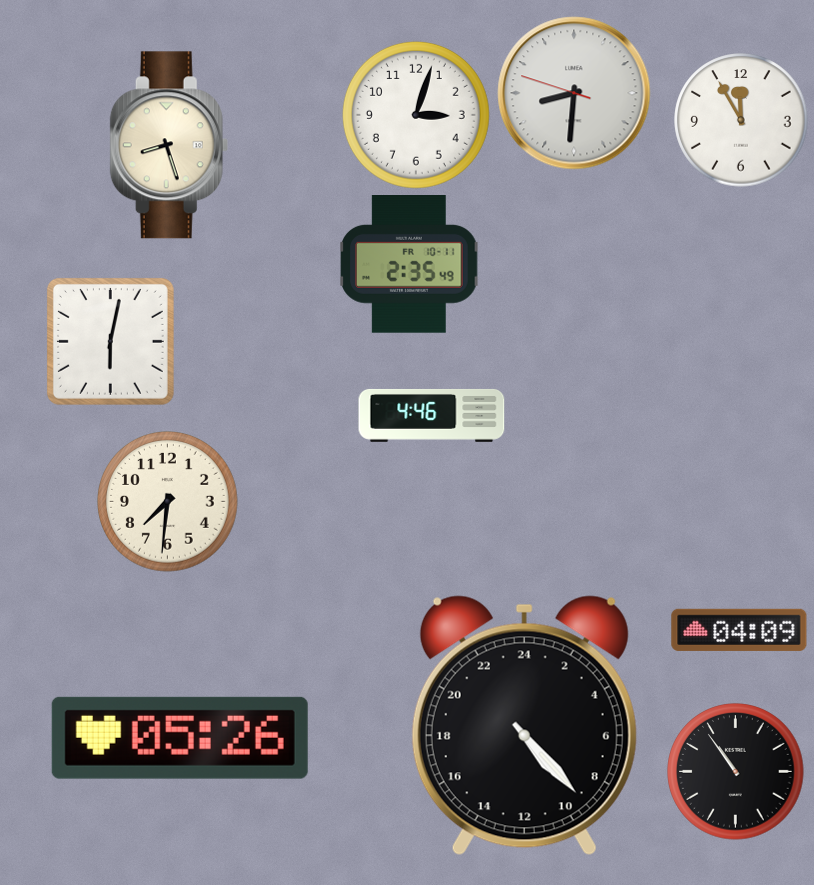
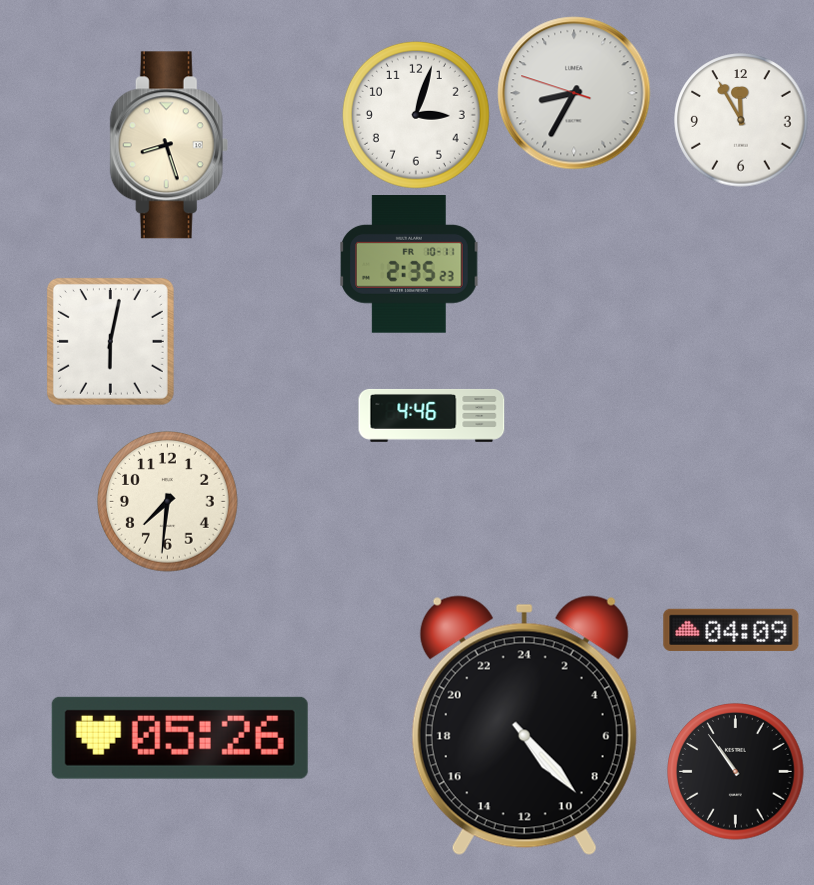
clock at (574, 93): 8:30 -> 8:34
clock at (409, 265): 2:35:49 -> 2:35:23
clock at (739, 630) position: (739, 630) -> (731, 630)
